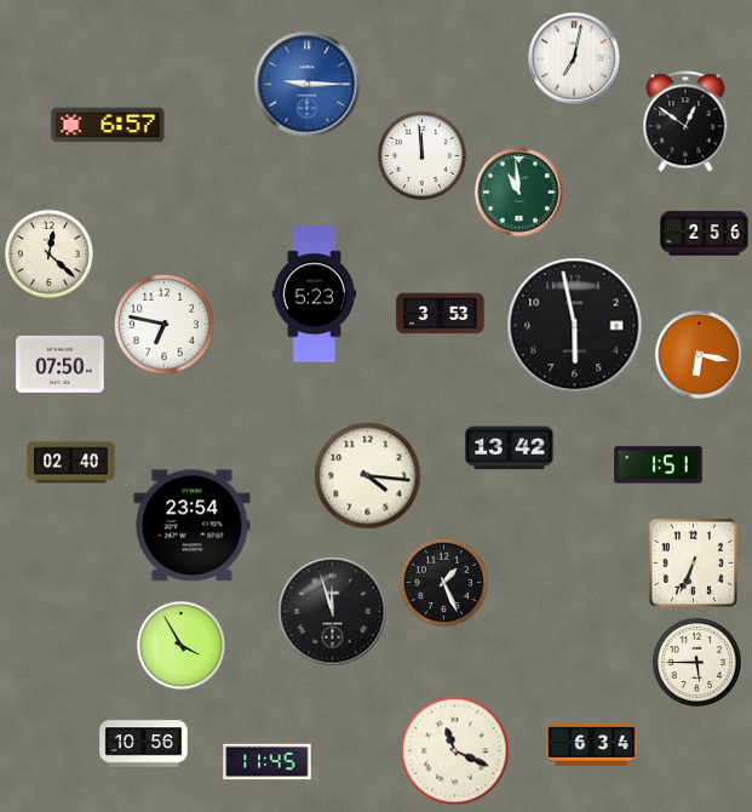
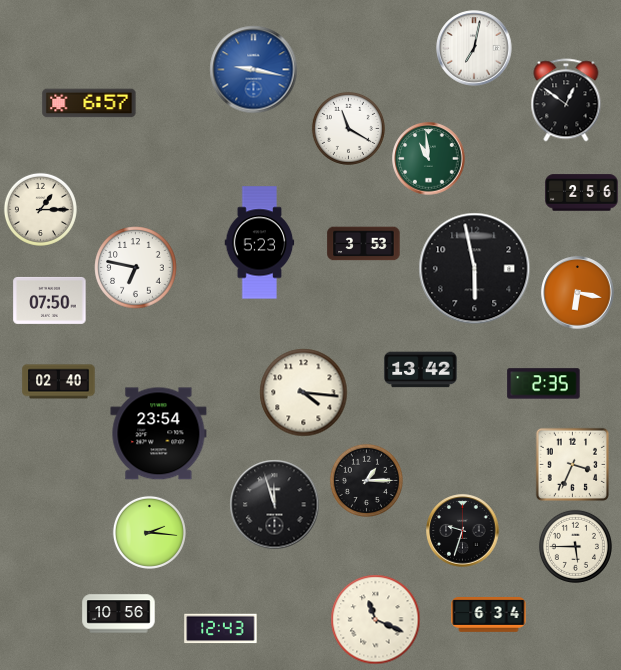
clock at (308, 85): 9:15 -> 9:17
clock at (421, 155): 11:59 -> 11:20
clock at (48, 253): 12:22 -> 1:15
clock at (441, 314) position: (441, 314) -> (364, 244)
clock at (659, 465): 1:51 -> 2:35
clock at (693, 562): 6:34 -> 3:34
clock at (443, 582): 1:26 -> 1:15
clock at (463, 531): none -> 9:33
clock at (180, 645): 3:55 -> 2:16
clock at (268, 762): 11:45 -> 12:43
